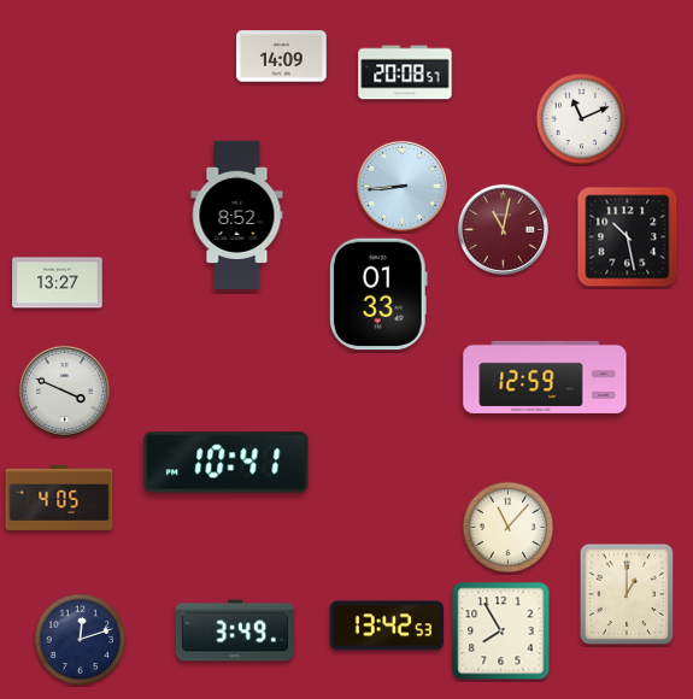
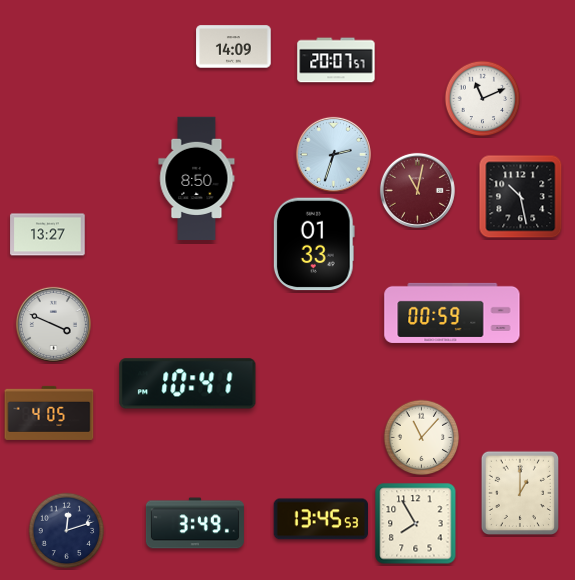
clock at (405, 72): 20:08 -> 20:07
clock at (401, 186): 8:44 -> 2:33
clock at (237, 215): 8:52 -> 8:50
clock at (545, 377): 12:59 -> 00:59
clock at (386, 625): 13:42 -> 13:45
